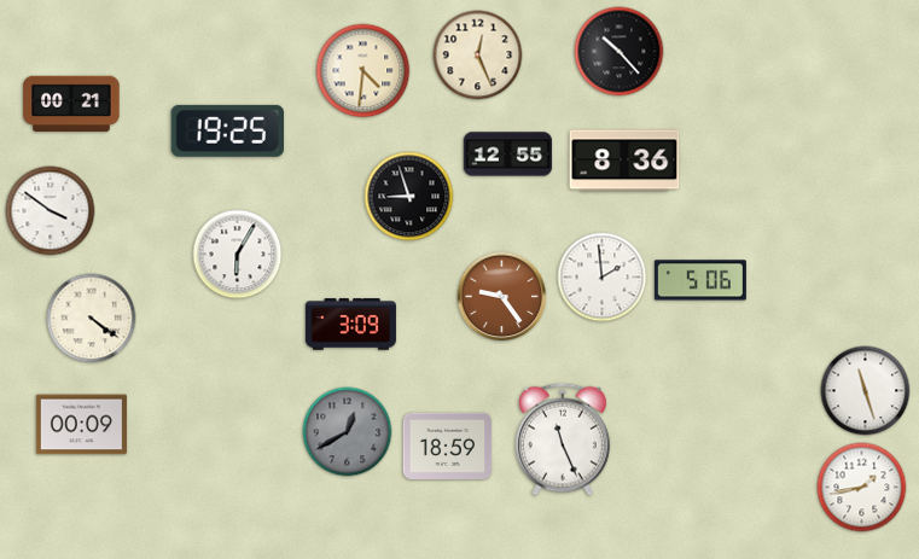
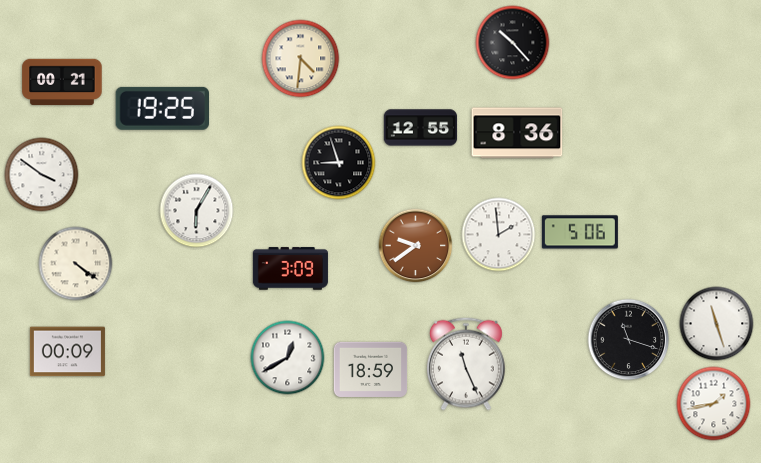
clock at (478, 56): 12:26 -> none
clock at (71, 104) position: (71, 104) -> (62, 82)
clock at (227, 130) position: (227, 130) -> (162, 108)
clock at (603, 278) position: (603, 278) -> (499, 235)
clock at (502, 297): 9:24 -> 9:39
clock at (629, 340): none -> 11:18
clock at (348, 432) dial: grey -> white
